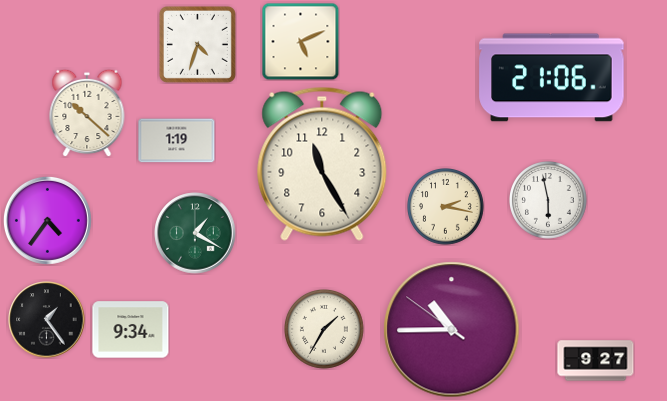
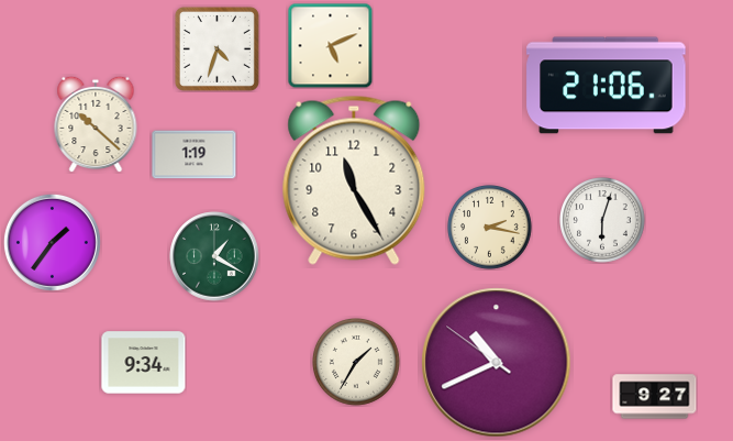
clock at (549, 201): 5:58 -> 6:03
clock at (47, 220): 4:36 -> 1:36
clock at (47, 320): 1:24 -> none
clock at (452, 330): 10:44 -> 10:40
